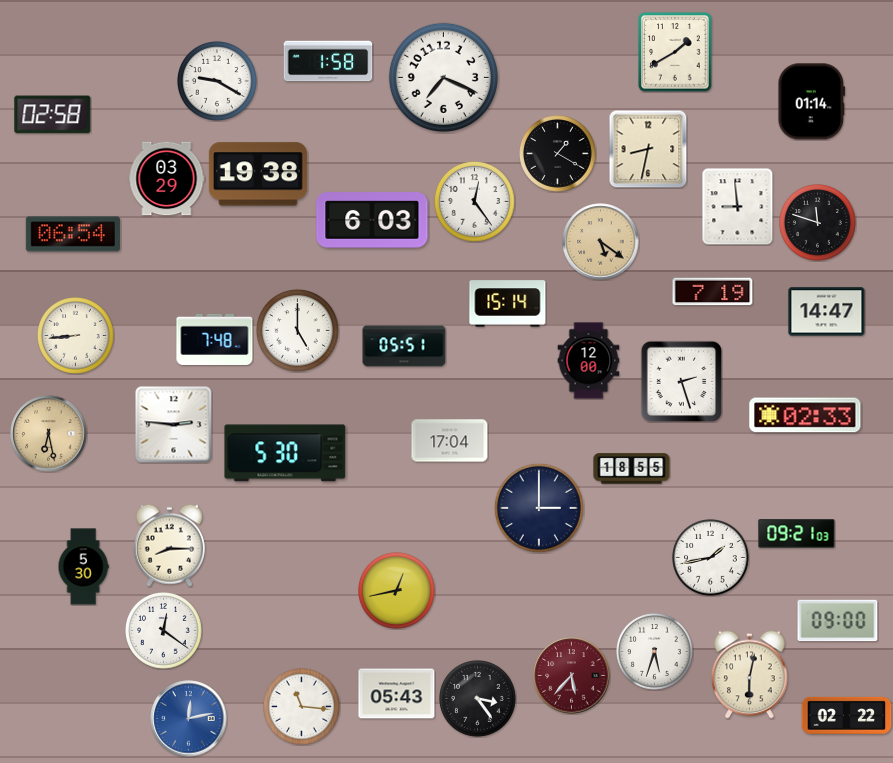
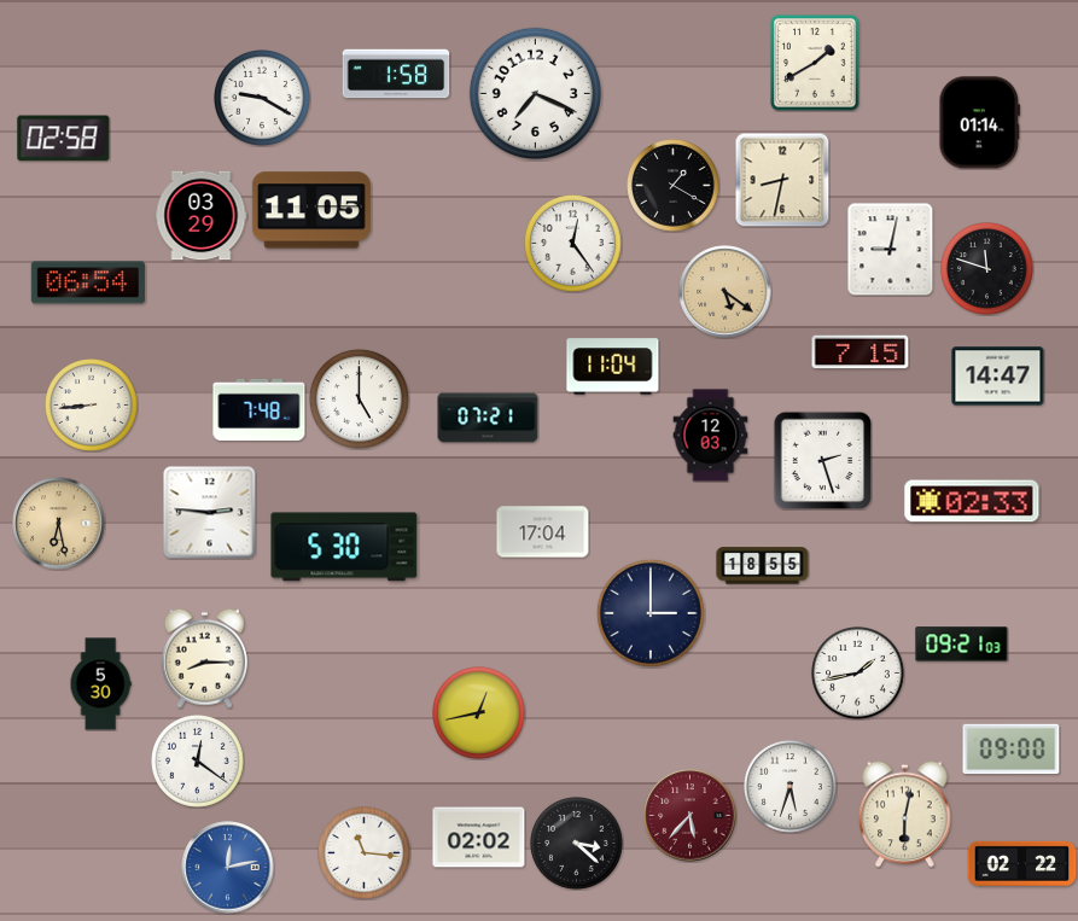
clock at (258, 174): 19:38 -> 11:05
clock at (738, 206): 8:59 -> 9:02
clock at (372, 220): 6:03 -> none
clock at (713, 292): 7:19 -> 7:15
clock at (508, 304): 15:14 -> 11:04
clock at (404, 346): 05:51 -> 07:21
clock at (589, 361): 12:00 -> 12:03
clock at (397, 694): 05:43 -> 02:02
clock at (478, 699): 3:24 -> 3:22
